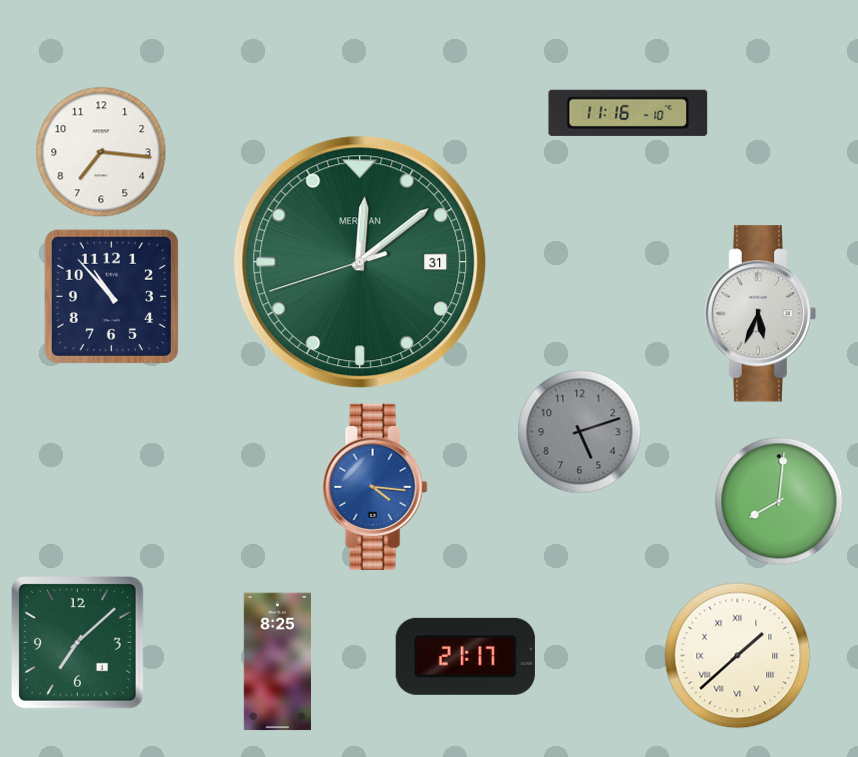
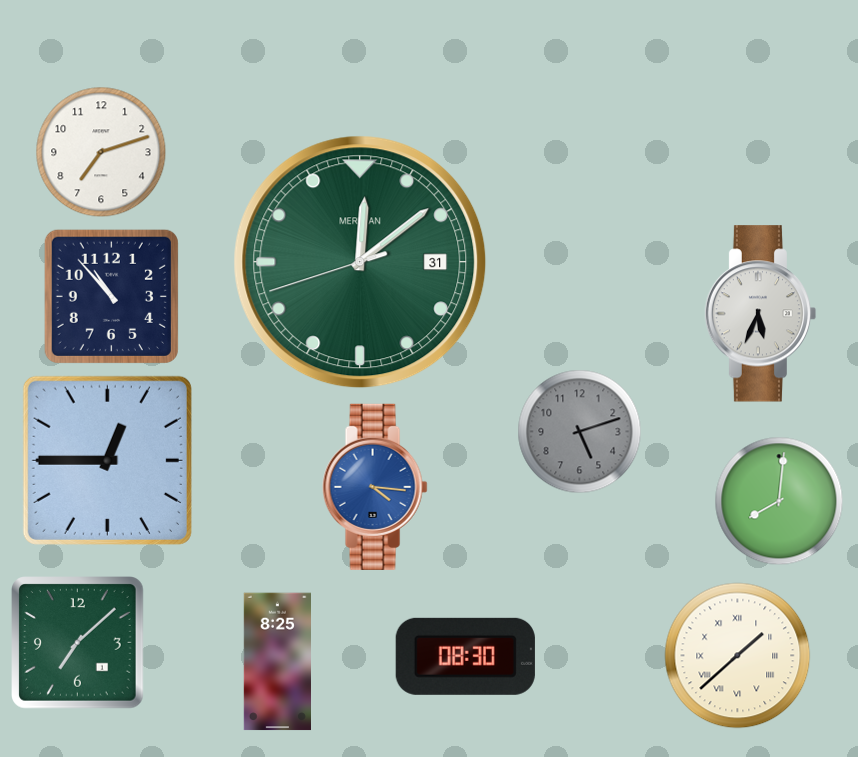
clock at (628, 113): 11:16 -> none
clock at (101, 152): 7:16 -> 7:12
clock at (107, 460): none -> 12:45
clock at (465, 656): 21:17 -> 08:30
